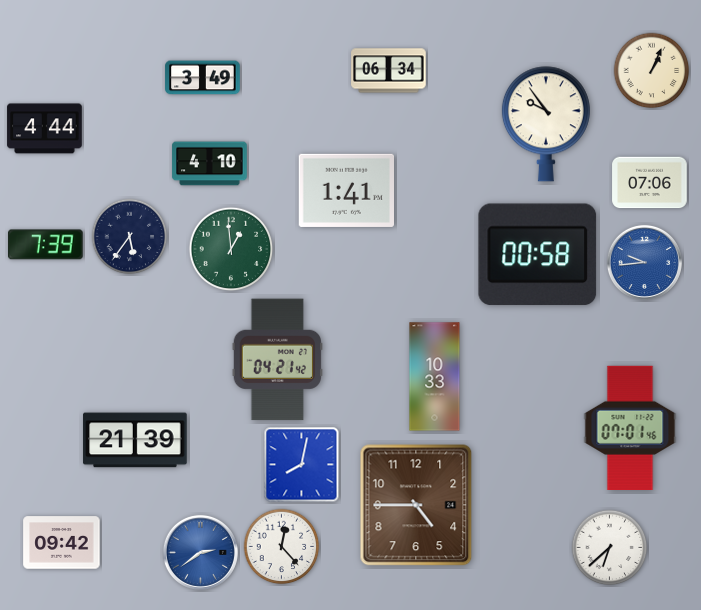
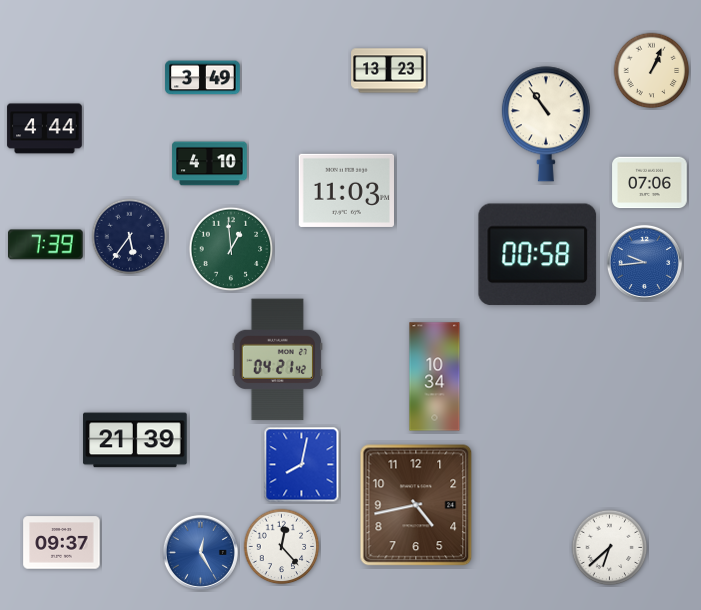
clock at (389, 71): 06:34 -> 13:23
clock at (546, 124): 9:54 -> 10:54
clock at (346, 190): 1:41 -> 11:03
clock at (435, 377): 10:33 -> 10:34
clock at (630, 427): 07:01 -> none
clock at (416, 505): 4:45 -> 4:43
clock at (62, 543): 09:42 -> 09:37
clock at (200, 552): 2:39 -> 12:25
